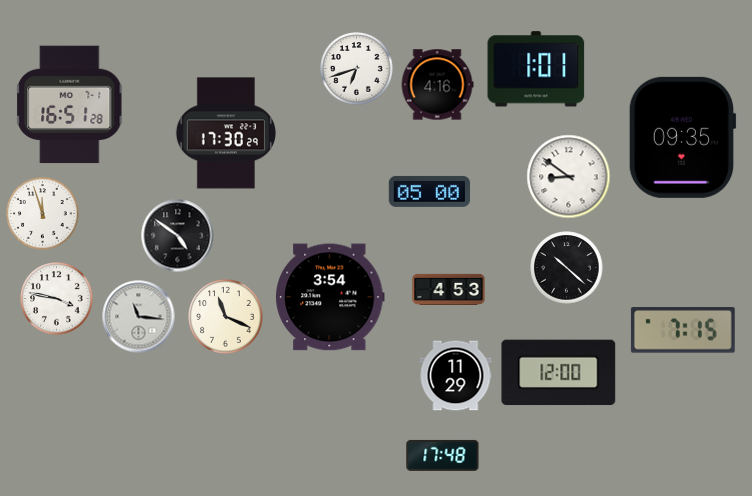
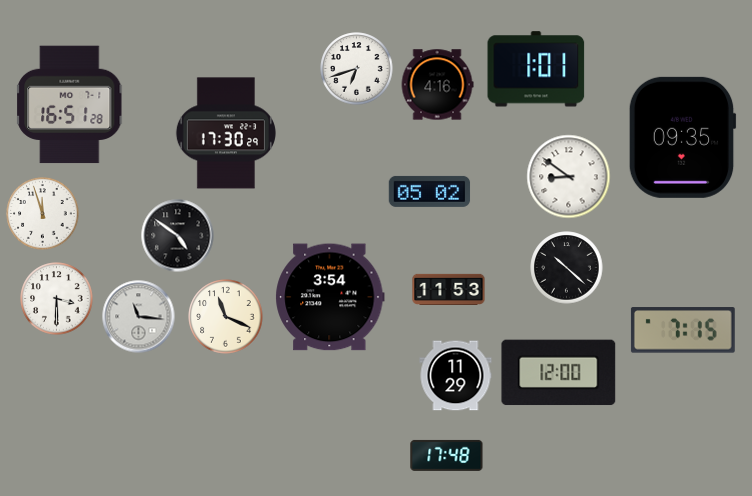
clock at (430, 191): 05:00 -> 05:02
clock at (449, 289): 4:53 -> 11:53
clock at (57, 299): 3:47 -> 3:30
clock at (443, 455) position: (443, 455) -> (447, 455)
